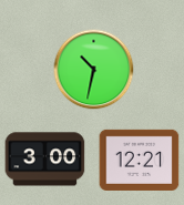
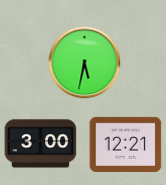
clock at (94, 70): 10:32 -> 5:32
